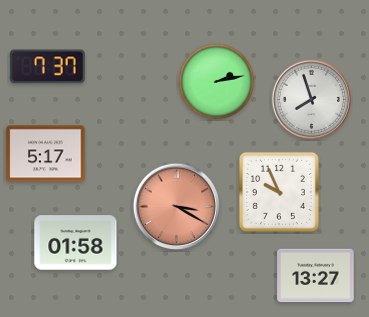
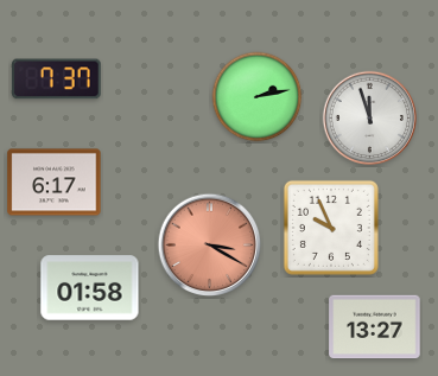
clock at (311, 99): 7:57 -> 11:57
clock at (46, 154): 5:17 -> 6:17
